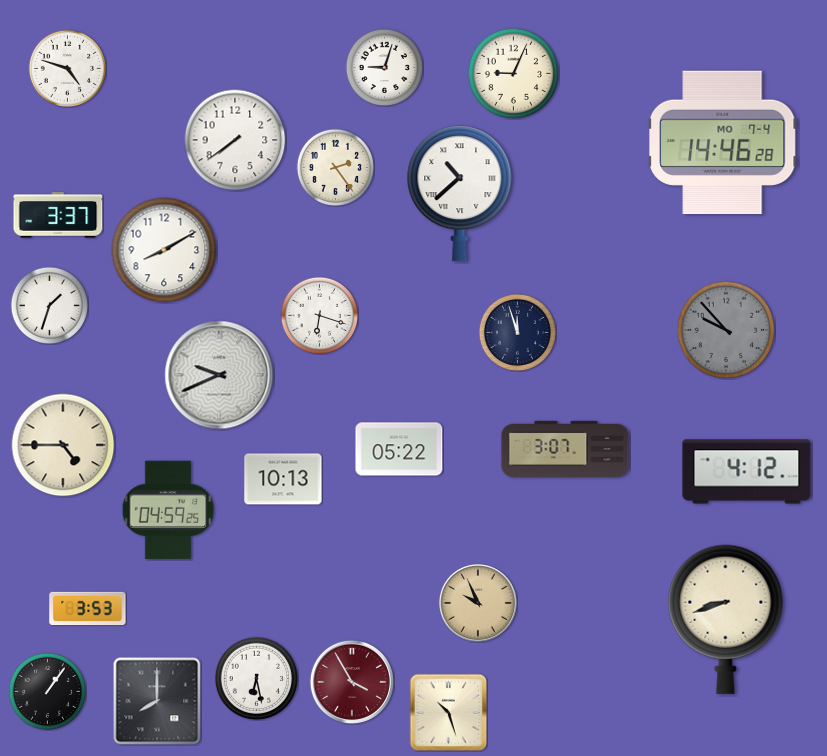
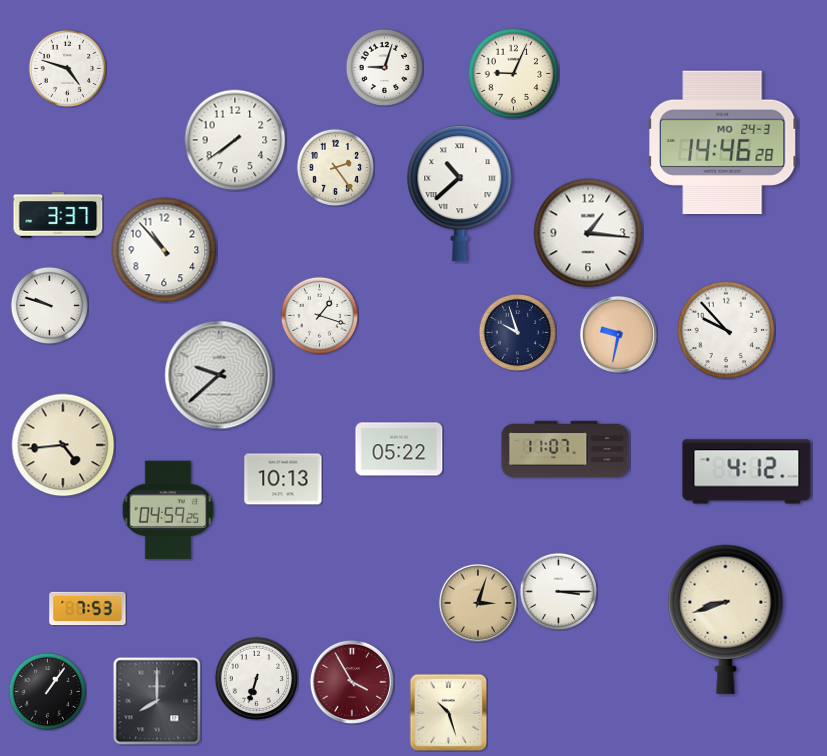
clock at (722, 143) date: MO 7-4 -> MO 24-3
clock at (588, 233): none -> 1:16
clock at (164, 250): 8:10 -> 10:53
clock at (49, 305): 1:33 -> 9:48
clock at (319, 315): 6:18 -> 1:18
clock at (726, 330) dial: grey -> white
clock at (517, 332): 11:57 -> 9:57
clock at (619, 335): none -> 9:32
clock at (219, 375): 9:41 -> 9:38
clock at (63, 445): 4:45 -> 4:44
clock at (565, 448): 3:07 -> 11:07
clock at (558, 591): none -> 3:15
clock at (478, 603): 9:56 -> 3:03
clock at (88, 609): 3:53 -> 7:53
clock at (256, 678): 6:28 -> 6:33
